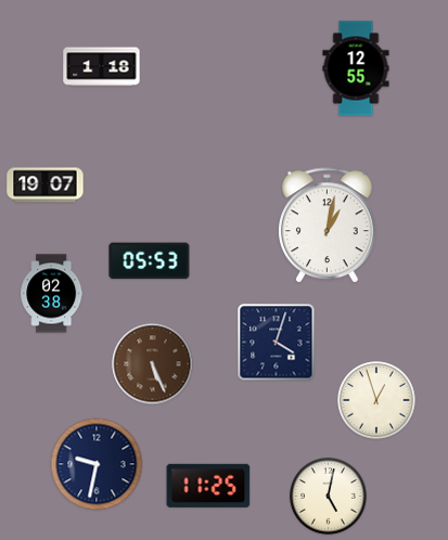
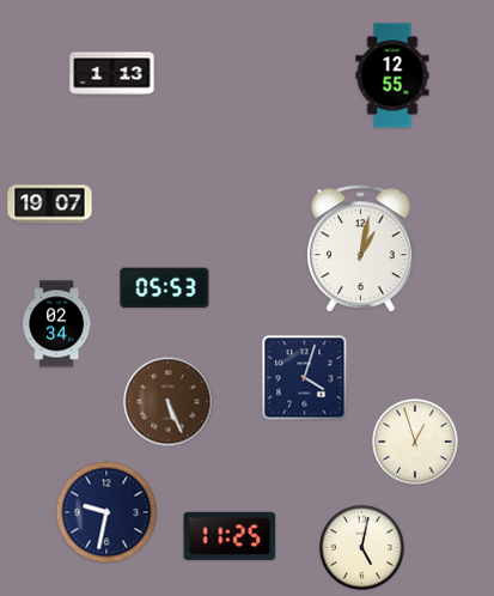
clock at (102, 67): 1:18 -> 1:13
clock at (52, 294): 02:38 -> 02:34
